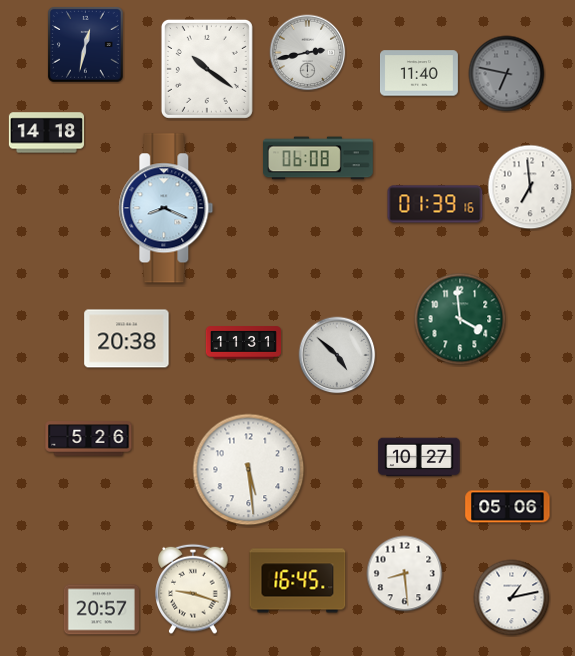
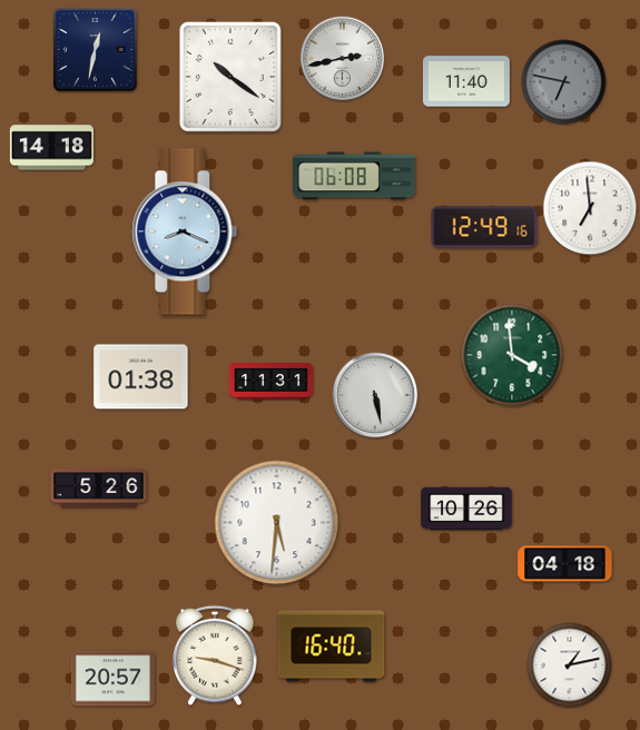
clock at (435, 204): 01:39 -> 12:49
clock at (127, 339): 20:38 -> 01:38
clock at (337, 355): 4:52 -> 5:28
clock at (419, 457): 10:27 -> 10:26
clock at (249, 470): 5:29 -> 5:31
clock at (508, 507): 05:06 -> 04:18
clock at (405, 574): 8:29 -> none
clock at (298, 581): 16:45 -> 16:40
